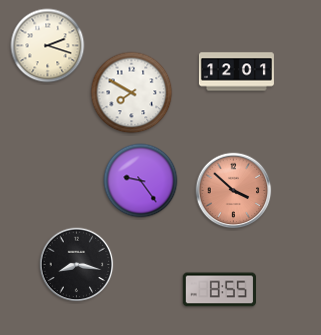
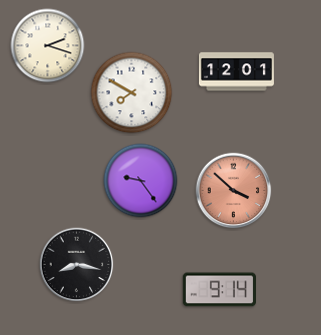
clock at (219, 290): 8:55 -> 9:14
